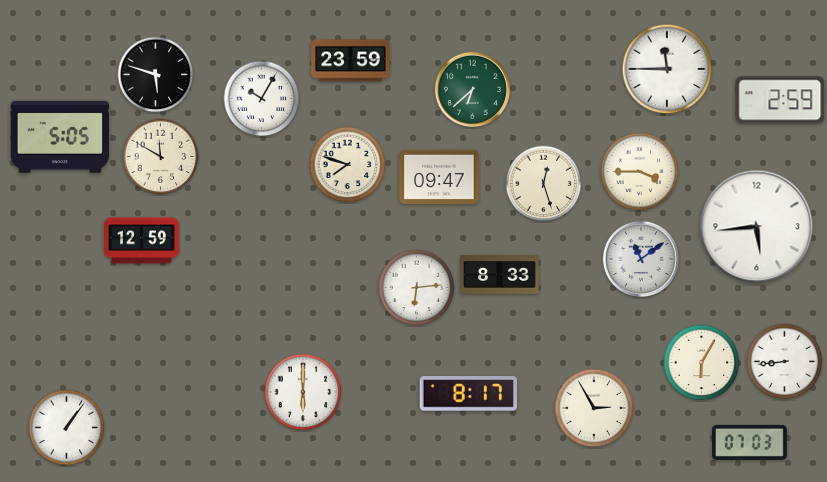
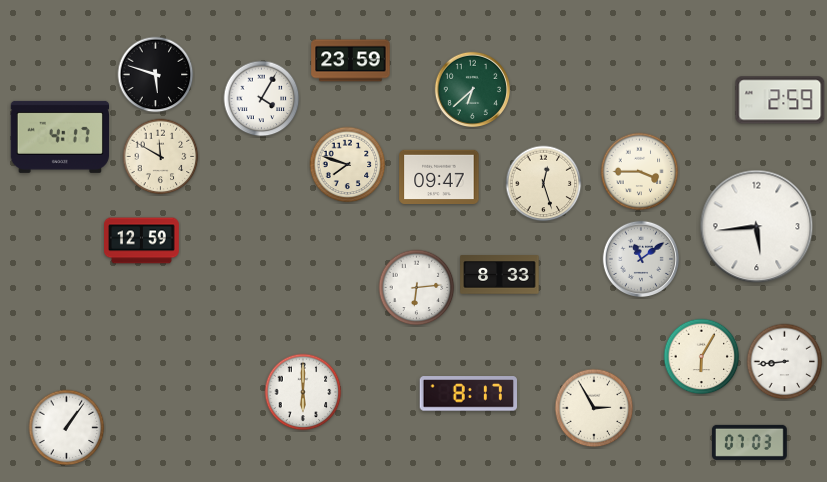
clock at (667, 69): 11:45 -> none
clock at (262, 99): 10:05 -> 4:05
clock at (59, 137): 5:05 -> 4:17
clock at (702, 363) position: (702, 363) -> (702, 357)
